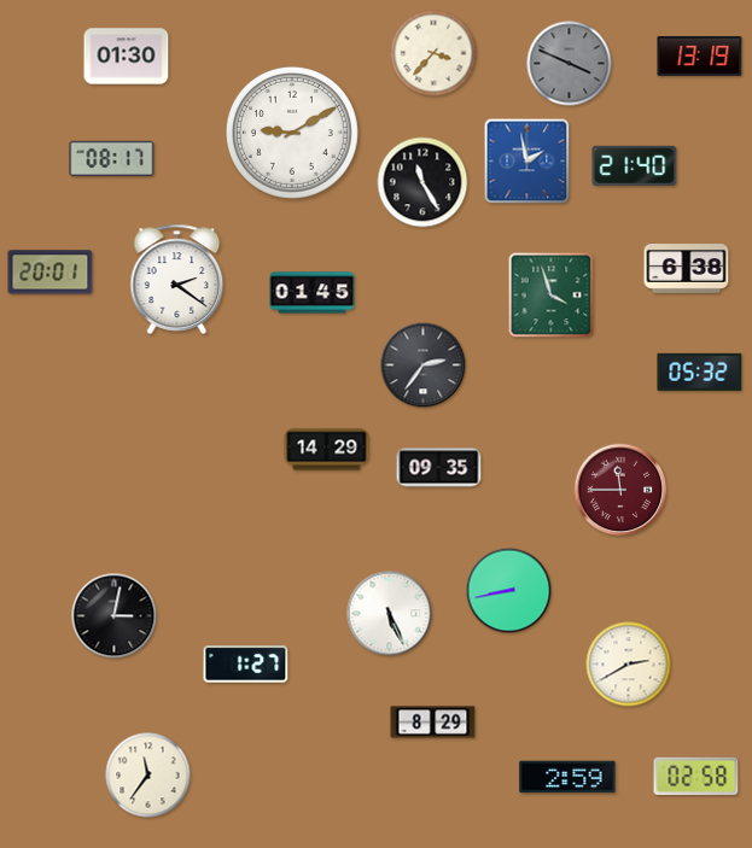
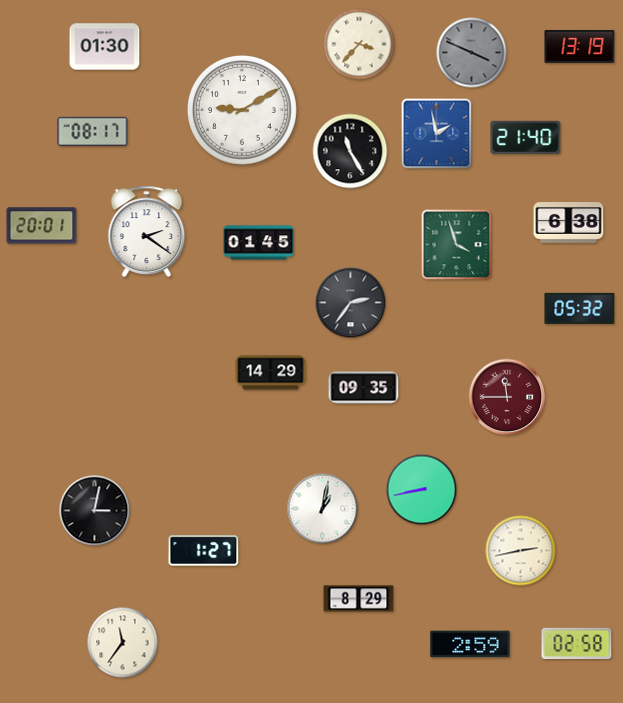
clock at (620, 490) position: (620, 490) -> (507, 397)
clock at (390, 614): 5:26 -> 1:02
clock at (629, 665): 2:40 -> 2:43
